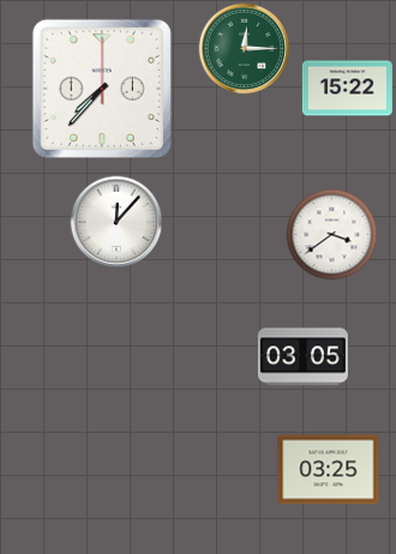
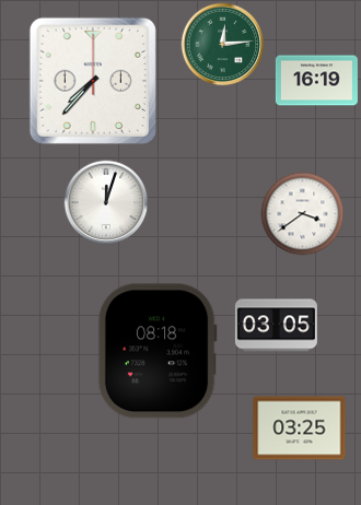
clock at (245, 49): 12:15 -> 12:14
clock at (347, 89): 15:22 -> 16:19
clock at (116, 222): 12:07 -> 12:03
clock at (158, 351): none -> 08:18
